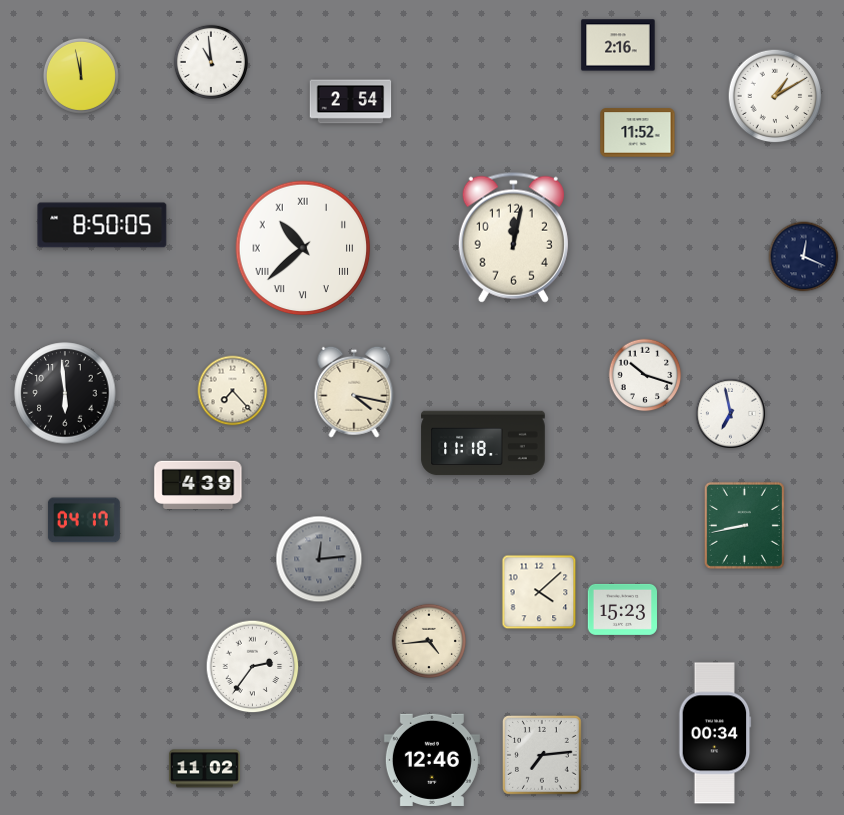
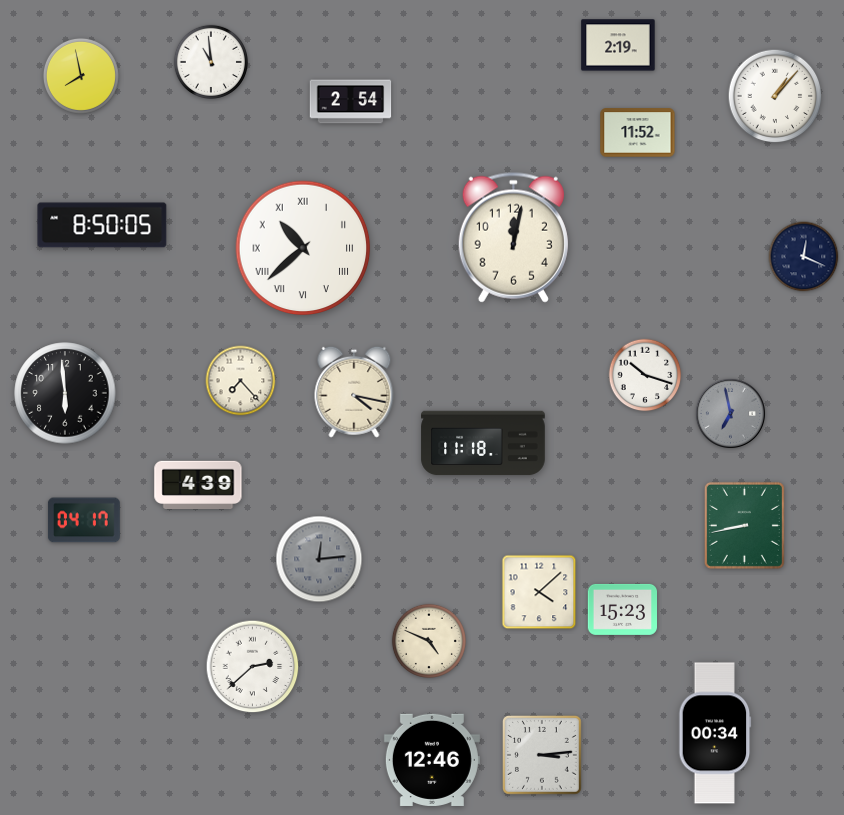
clock at (618, 45): 2:16 -> 2:19
clock at (81, 76): 11:58 -> 7:58
clock at (775, 96): 1:10 -> 1:07
clock at (233, 391) position: (233, 391) -> (241, 381)
clock at (730, 413) dial: white -> grey
clock at (429, 641): 4:44 -> 4:49
clock at (253, 667): 2:36 -> 2:38
clock at (542, 755): 7:14 -> 3:14
clock at (204, 769): 11:02 -> none
